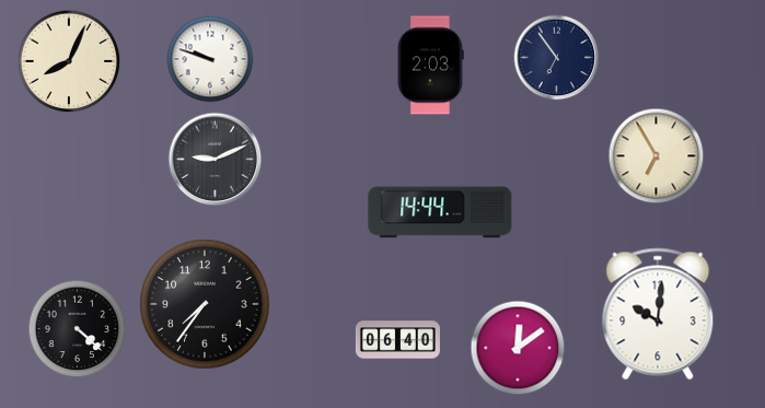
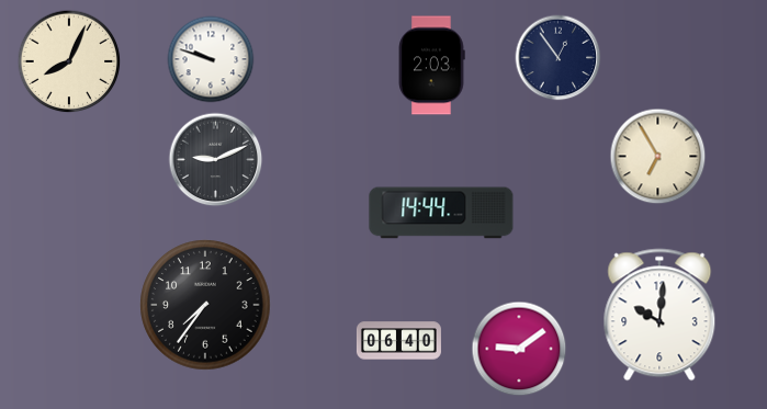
clock at (557, 58): 6:54 -> 12:54
clock at (78, 329): 4:22 -> none
clock at (518, 348): 12:09 -> 9:09
